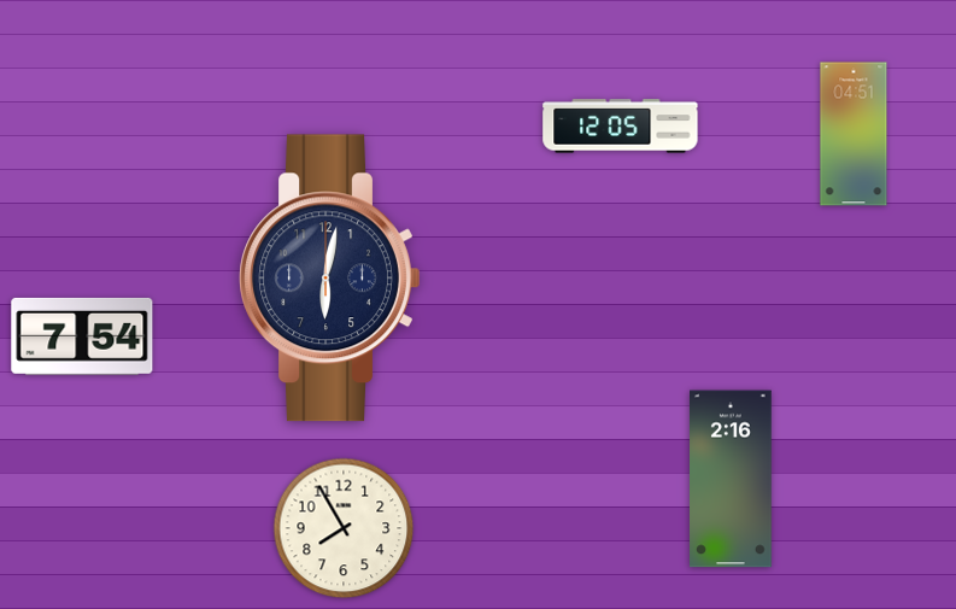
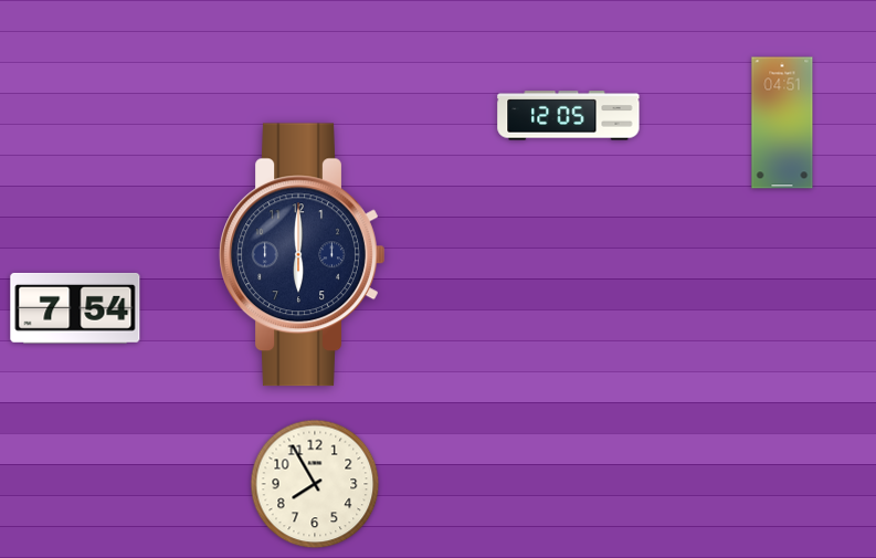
clock at (330, 279): 6:02 -> 6:00
clock at (732, 479): 2:16 -> none
